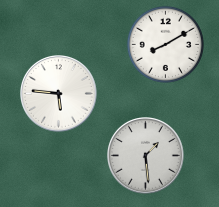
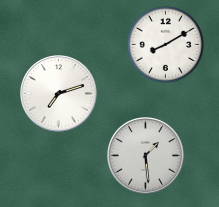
clock at (59, 94): 5:46 -> 7:12
